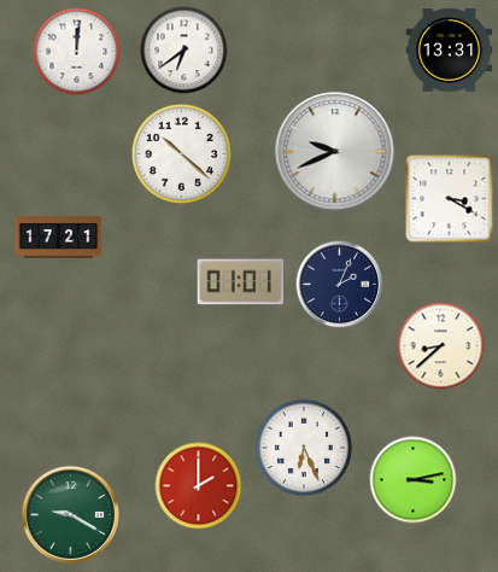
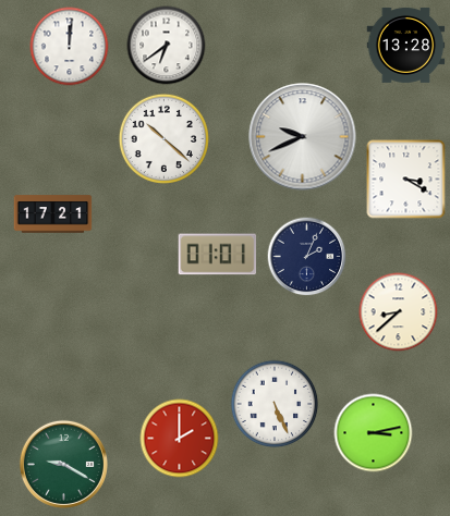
clock at (450, 49): 13:31 -> 13:28
clock at (304, 448): 6:26 -> 5:26
